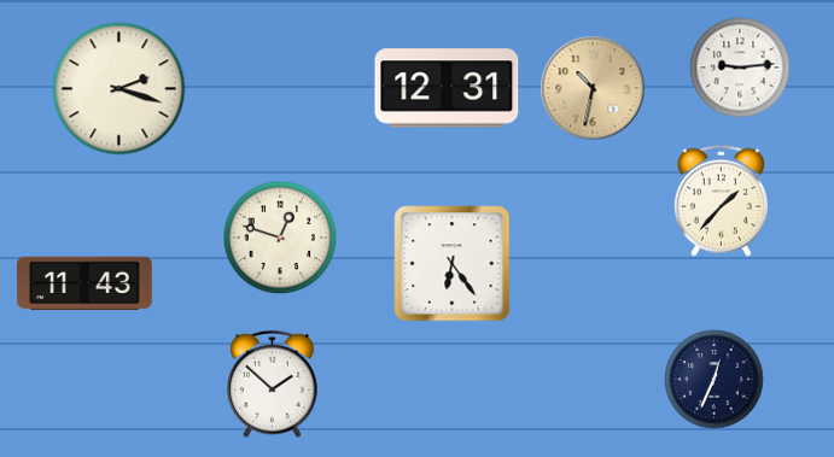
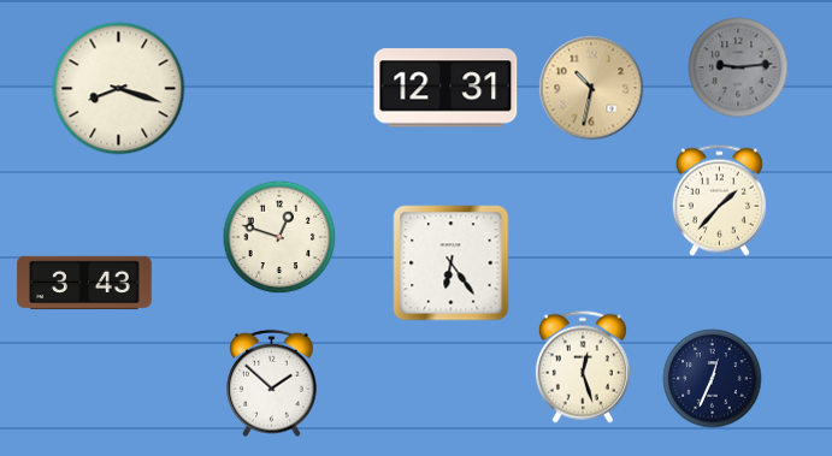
clock at (740, 68) dial: white -> grey
clock at (119, 89): 2:18 -> 8:18
clock at (84, 283): 11:43 -> 3:43
clock at (583, 367): none -> 12:27
